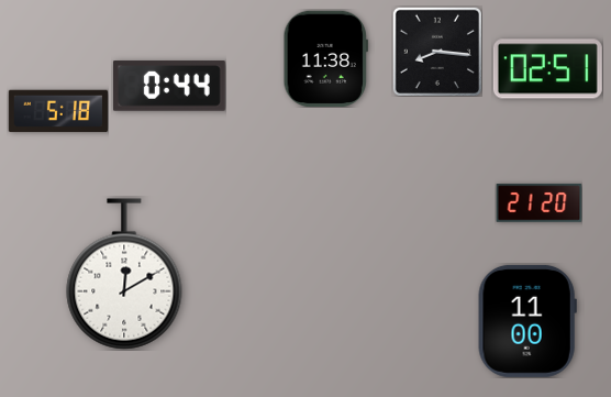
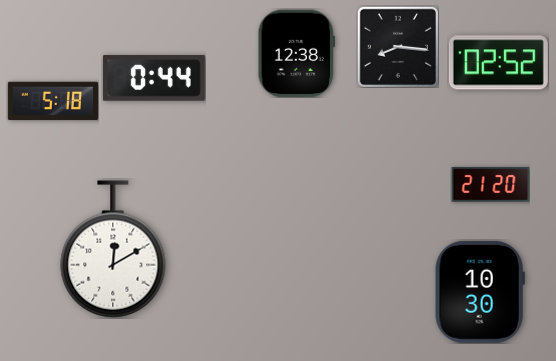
clock at (325, 58): 11:38 -> 12:38
clock at (547, 69): 02:51 -> 02:52
clock at (527, 321): 11:00 -> 10:30
